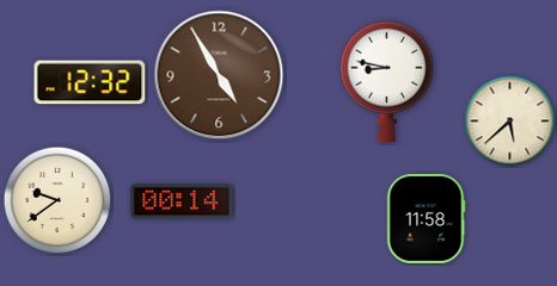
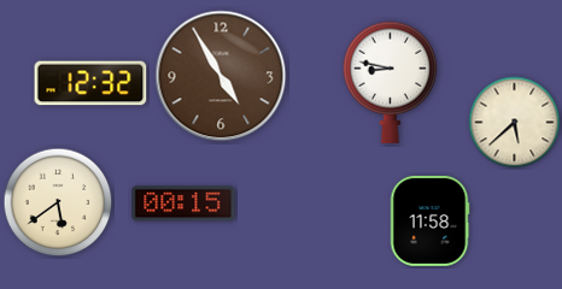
clock at (57, 200): 9:39 -> 5:39
clock at (182, 201): 00:14 -> 00:15
